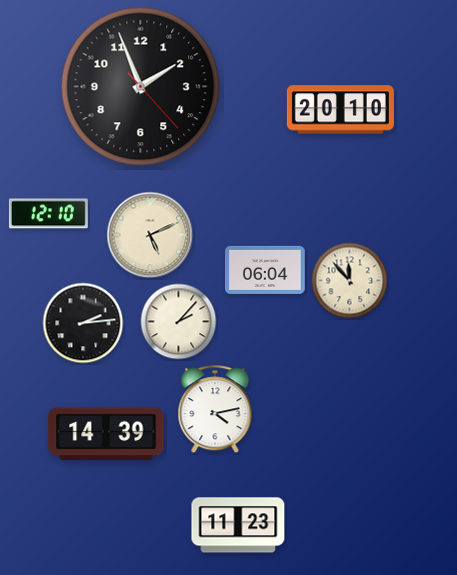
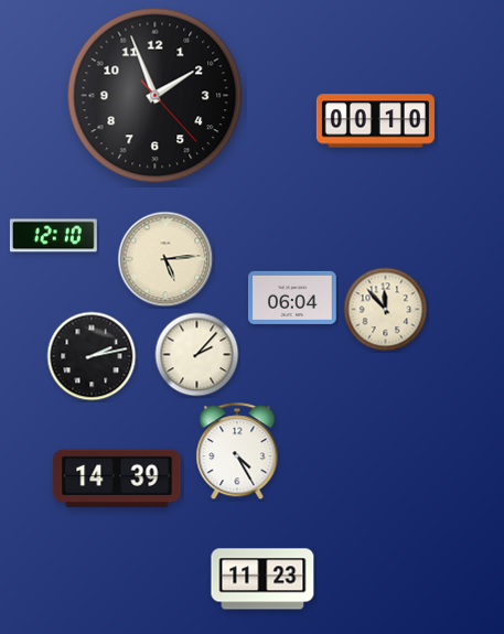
clock at (340, 110): 20:10 -> 00:10
clock at (150, 235): 5:11 -> 5:14
clock at (83, 323): 2:14 -> 2:13
clock at (215, 410): 4:13 -> 4:25
